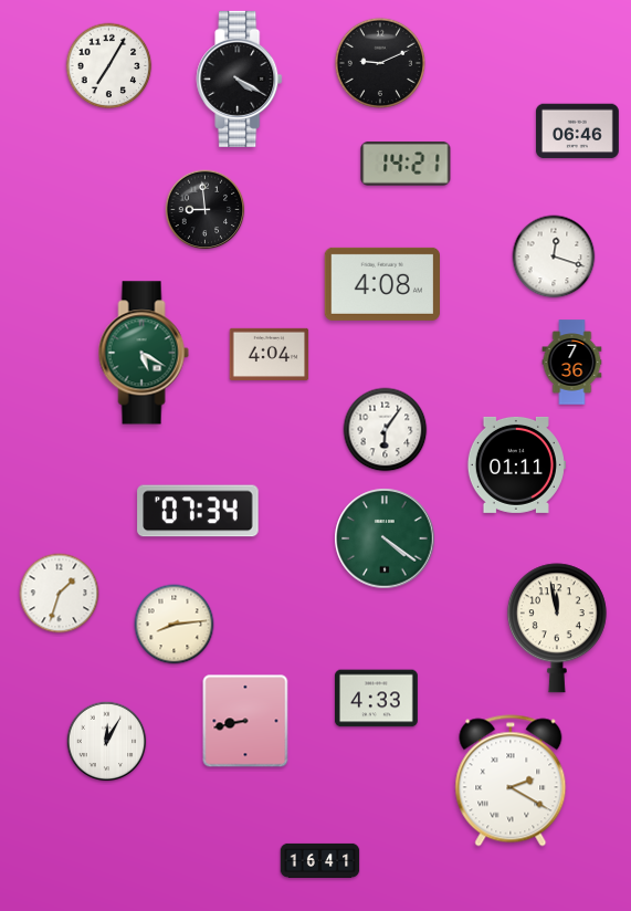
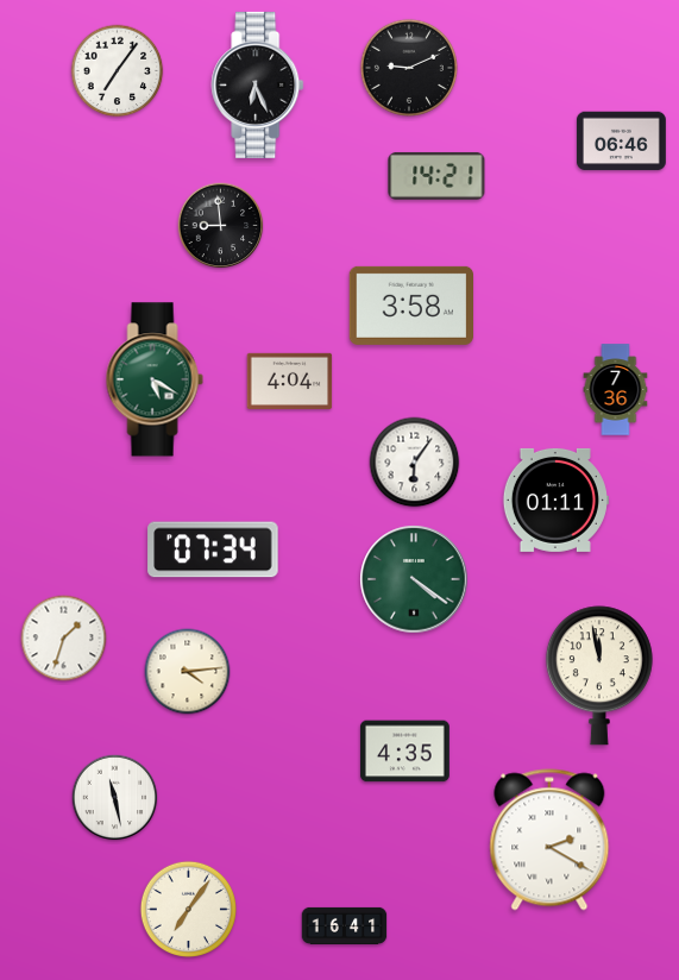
clock at (109, 66): 7:05 -> 7:06
clock at (240, 78): 4:20 -> 6:26
clock at (554, 256): 12:18 -> none
clock at (381, 284): 4:08 -> 3:58
clock at (175, 625): 8:14 -> 4:14
clock at (376, 699): 4:33 -> 4:35
clock at (245, 721): 8:43 -> none
clock at (107, 742): 12:05 -> 11:28
clock at (188, 909): none -> 7:06
